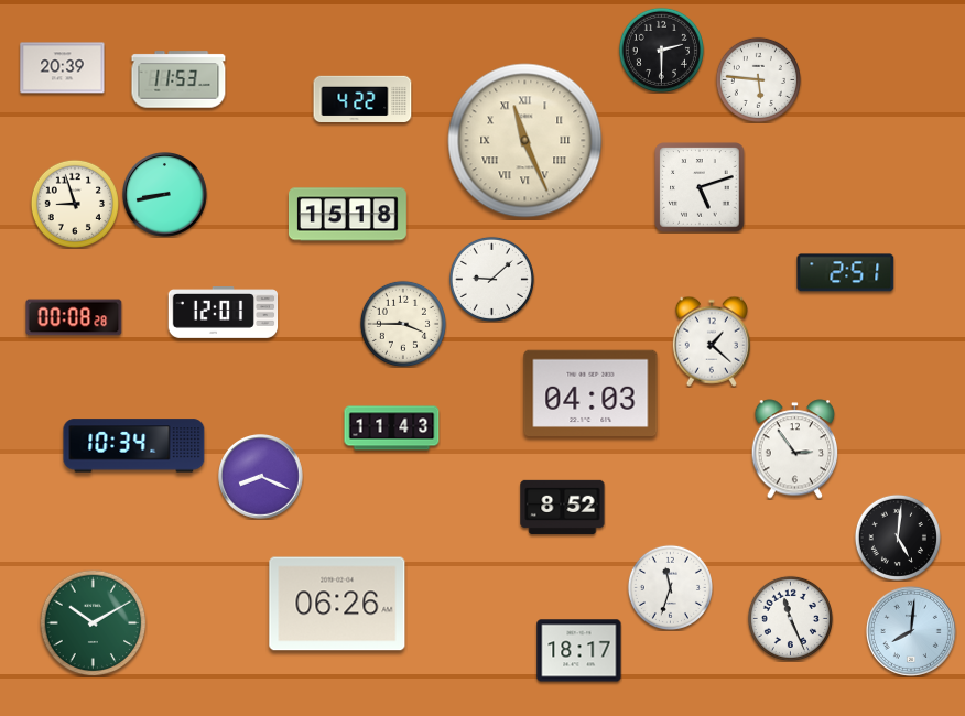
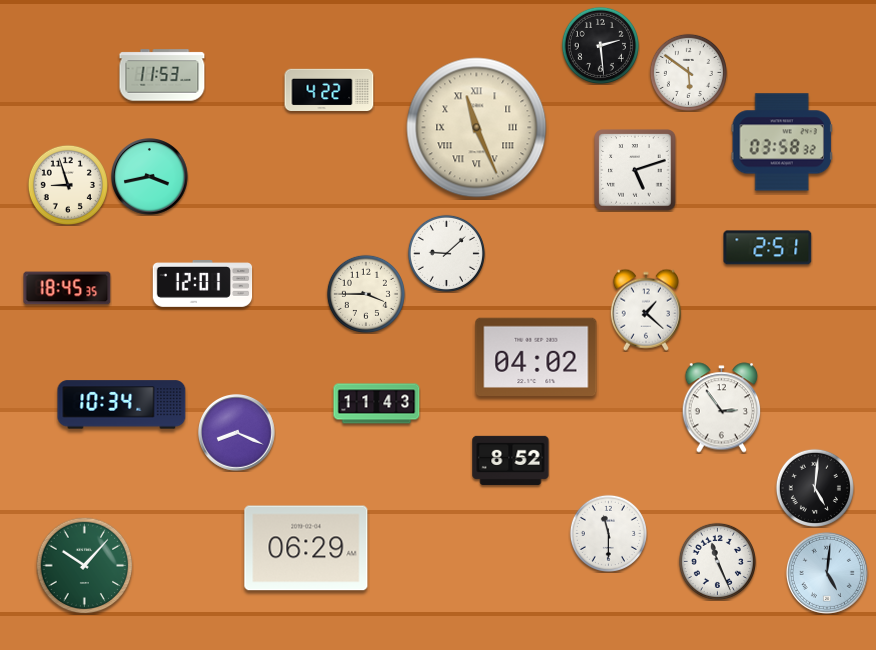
clock at (661, 50): 2:30 -> 2:29
clock at (63, 68): 20:39 -> none
clock at (178, 79) position: (178, 79) -> (162, 75)
clock at (758, 79): 5:46 -> 5:51
clock at (782, 142): none -> 03:58
clock at (165, 195): 8:43 -> 3:43
clock at (347, 215): 15:18 -> none
clock at (74, 317): 00:08 -> 18:45
clock at (590, 392): 04:03 -> 04:02
clock at (392, 428) position: (392, 428) -> (377, 404)
clock at (670, 587): 11:33 -> 11:30
clock at (337, 604): 06:26 -> 06:29
clock at (93, 622): 10:10 -> 10:07
clock at (911, 631): 8:01 -> 5:01
clock at (579, 651): 18:17 -> none
